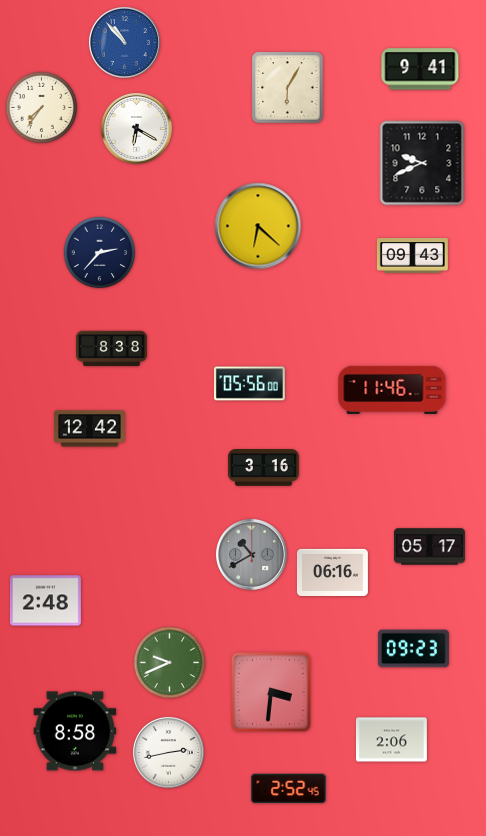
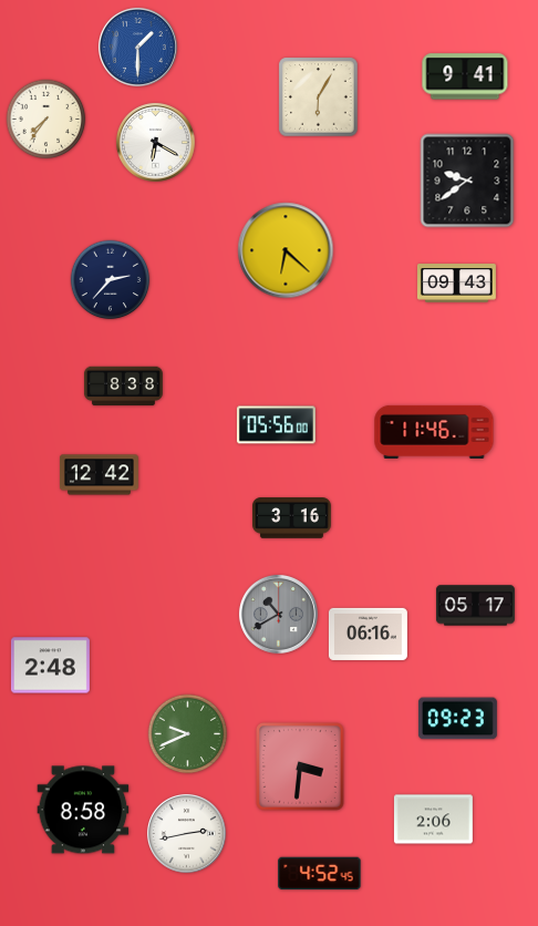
clock at (124, 42): 10:53 -> 1:30
clock at (136, 128) position: (136, 128) -> (155, 142)
clock at (422, 163): 9:41 -> 9:39
clock at (289, 789): 2:52 -> 4:52
